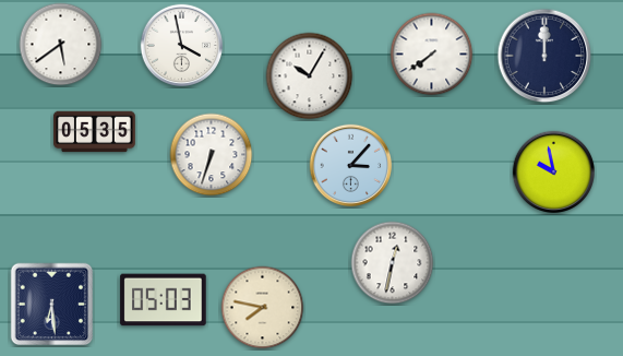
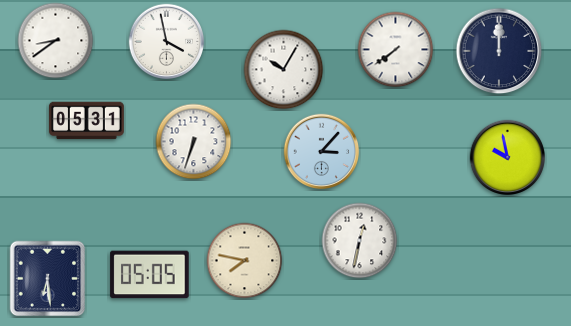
clock at (61, 45): 5:39 -> 8:39
clock at (94, 132): 05:35 -> 05:31
clock at (164, 300): 05:03 -> 05:05
clock at (263, 308) position: (263, 308) -> (245, 261)
